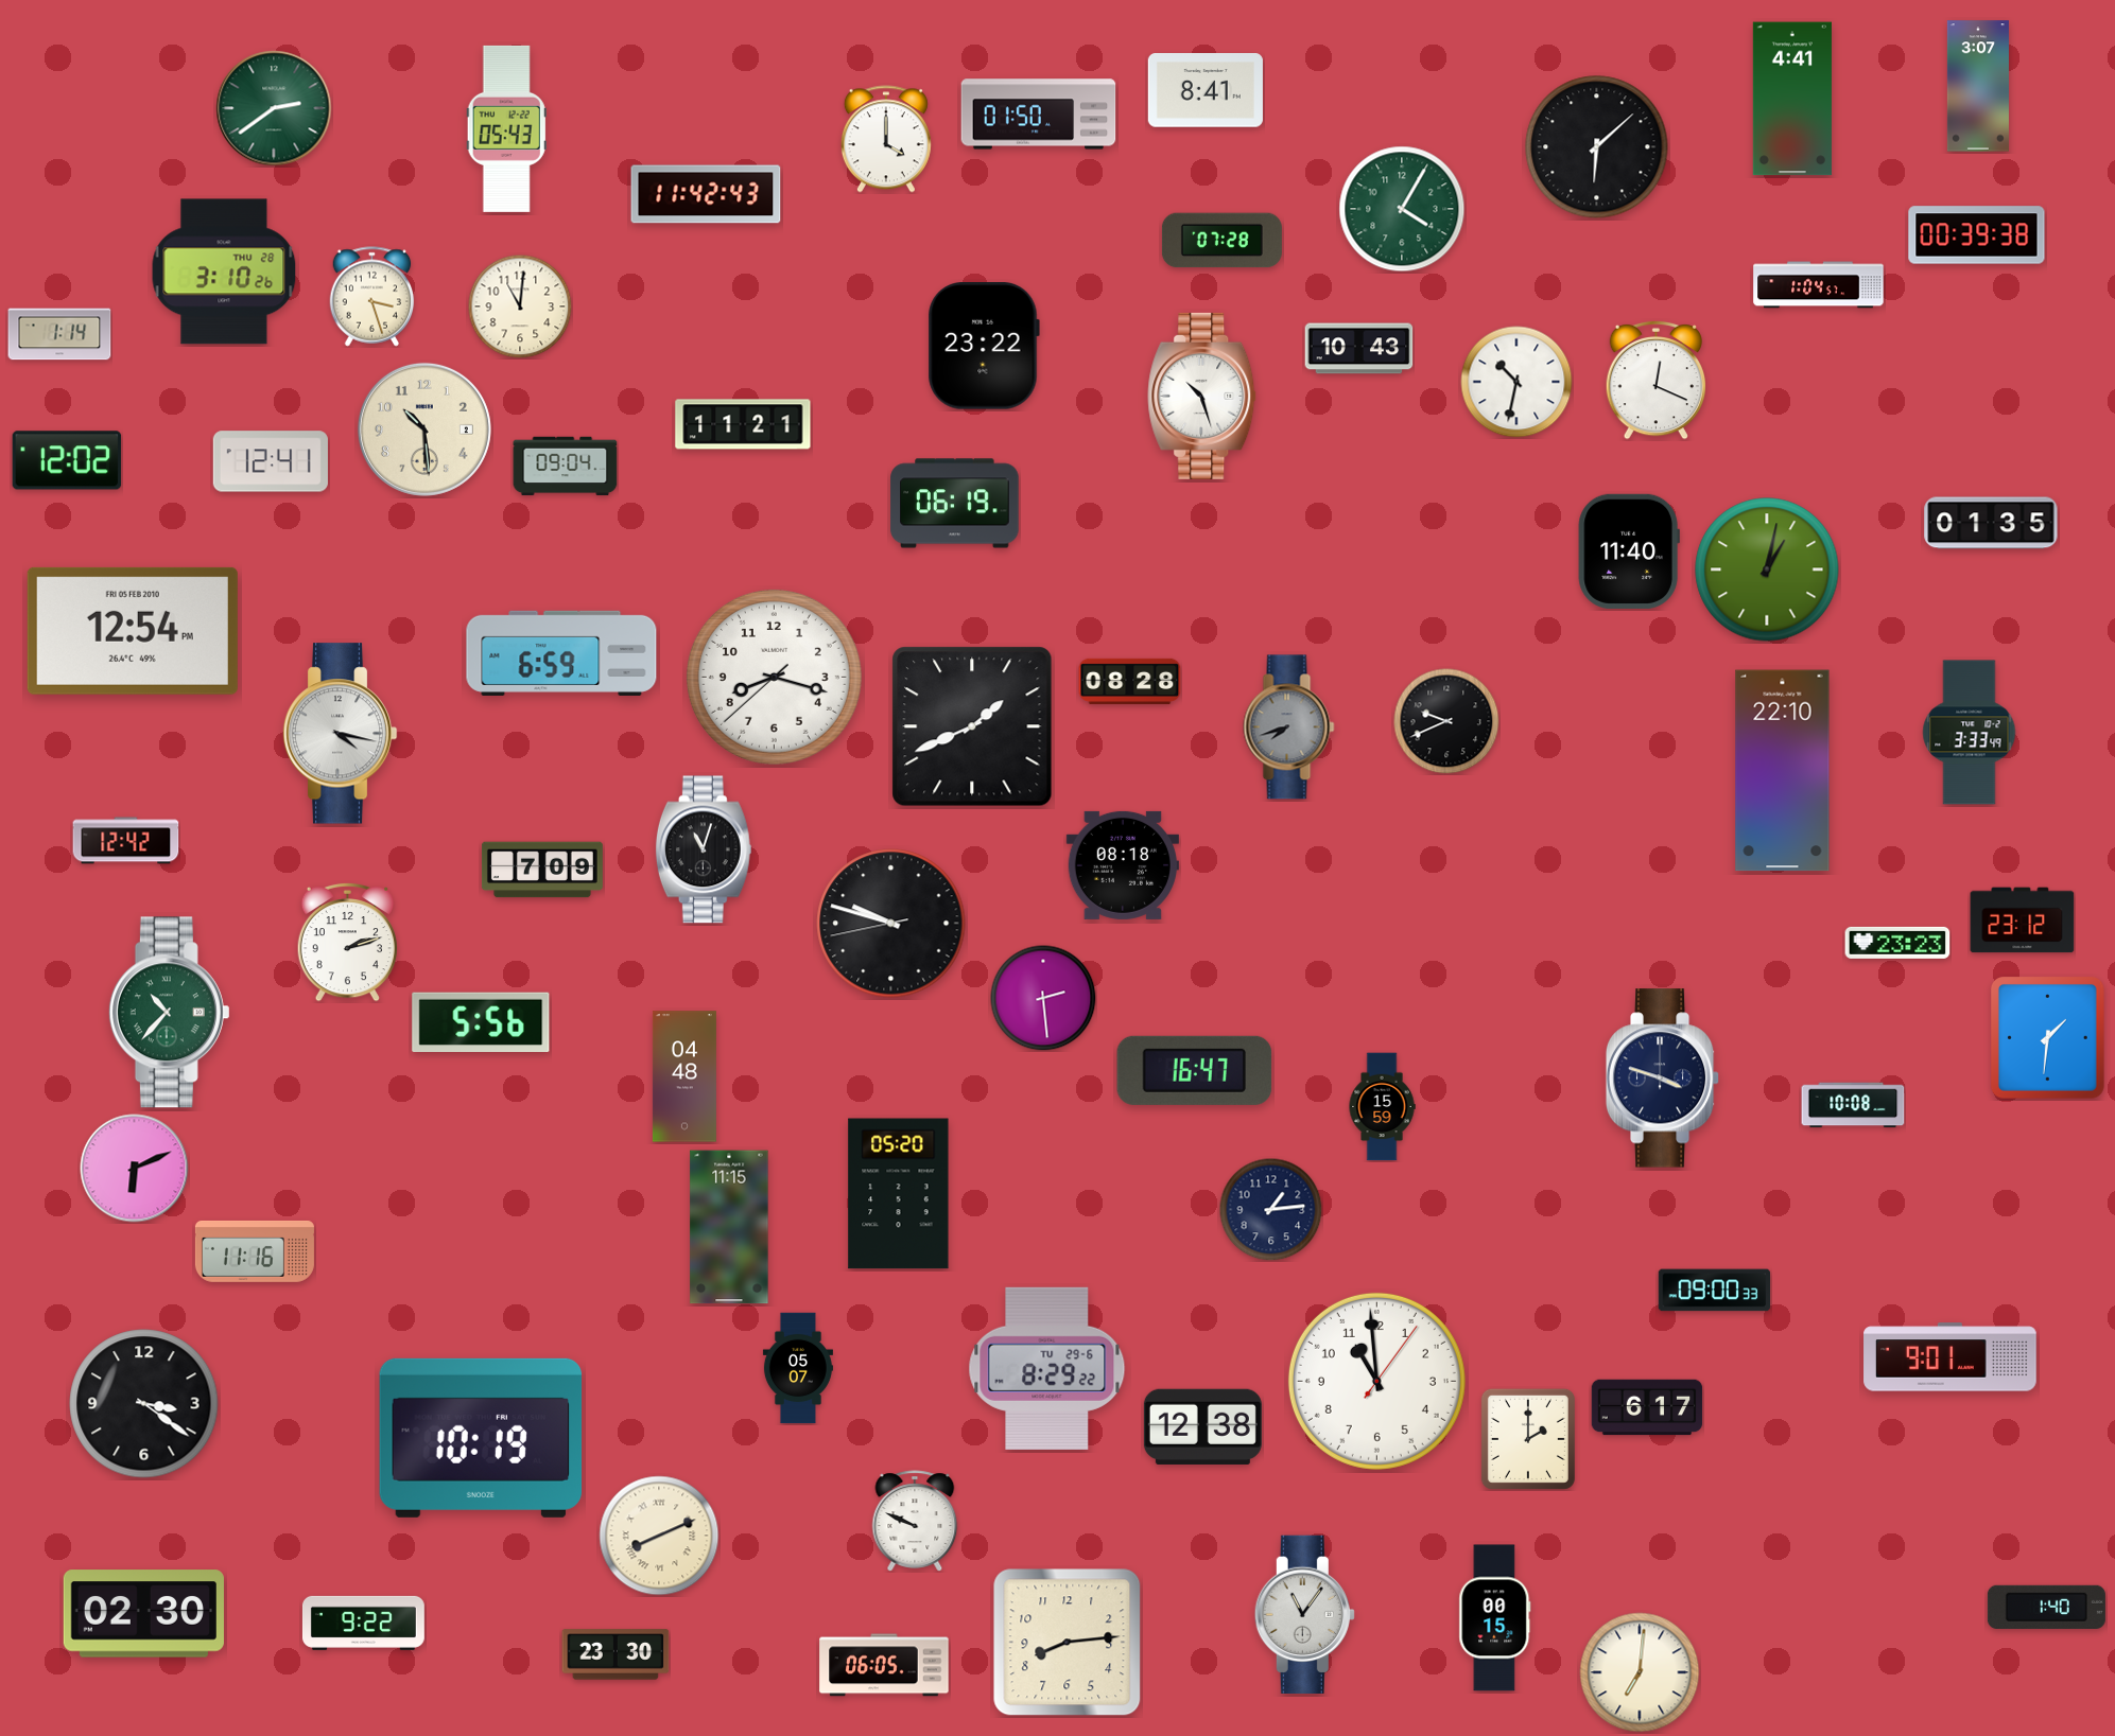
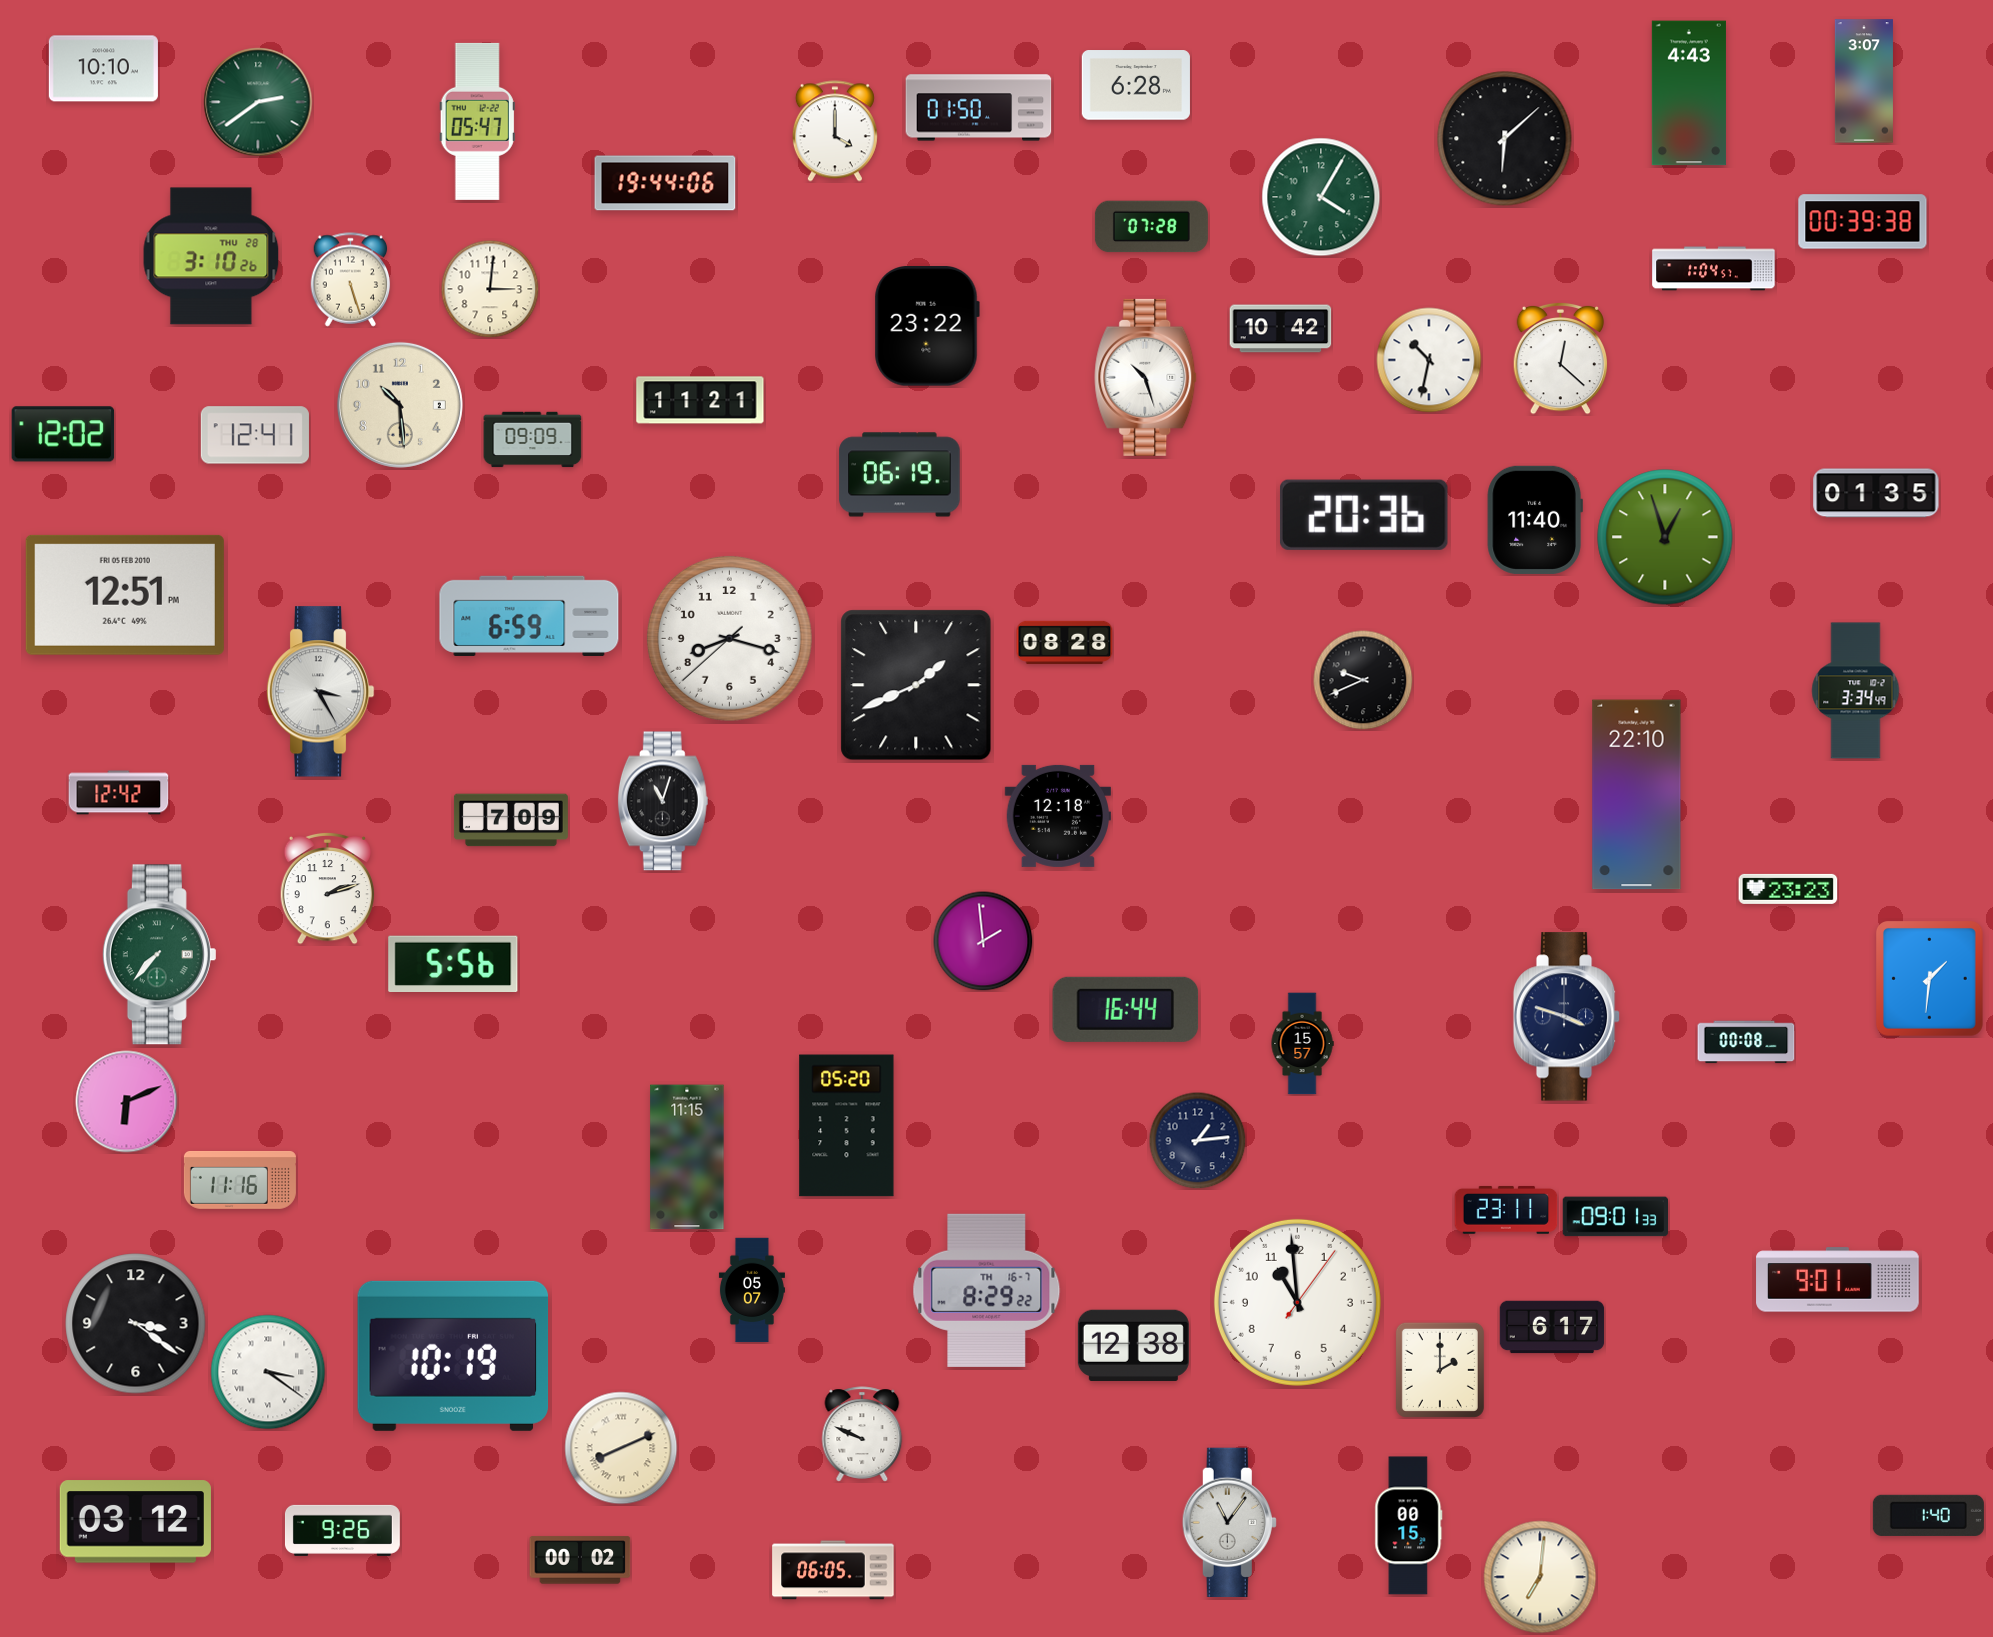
clock at (103, 69): none -> 10:10
clock at (1206, 90): 8:41 -> 6:28
clock at (1792, 99): 4:41 -> 4:43
clock at (506, 128): 05:43 -> 05:47
clock at (706, 194): 11:42 -> 19:44
clock at (372, 297): 3:27 -> 5:27
clock at (520, 306): 11:01 -> 3:01
clock at (59, 334): 1:14 -> none
clock at (1359, 349): 10:43 -> 10:42
clock at (1655, 380): 12:19 -> 12:22
clock at (1202, 396) position: (1202, 396) -> (1146, 377)
clock at (566, 467): 09:04 -> 09:09
clock at (1364, 515): none -> 20:36
clock at (1767, 569): 1:02 -> 12:57
clock at (133, 631): 12:54 -> 12:51
clock at (1289, 727): 7:42 -> none
clock at (1970, 733): 3:33 -> 3:34
clock at (340, 734): 4:17 -> 3:25
clock at (1783, 771) position: (1783, 771) -> (1637, 795)
clock at (1123, 865): 08:18 -> 12:18
clock at (2023, 920): 23:12 -> none
clock at (891, 924): 9:47 -> none
clock at (1043, 998): 2:29 -> 1:59
clock at (169, 1013): 10:37 -> 7:37
clock at (1195, 1070): 16:47 -> 16:44
clock at (684, 1076): 04:48 -> none
clock at (1853, 1105): 10:08 -> 00:08
clock at (1382, 1107): 15:59 -> 15:57
clock at (1506, 1210): none -> 23:11
clock at (1715, 1291): 09:00 -> 09:01
clock at (1047, 1368) date: TU 29-6 -> TH 16-7
clock at (1528, 1439) position: (1528, 1439) -> (1440, 1370)
clock at (268, 1372): none -> 3:21
clock at (143, 1614): 02:30 -> 03:12
clock at (363, 1623): 9:22 -> 9:26
clock at (1068, 1643): 8:14 -> none
clock at (616, 1654): 23:30 -> 00:02
clock at (1640, 1672) position: (1640, 1672) -> (1540, 1577)
